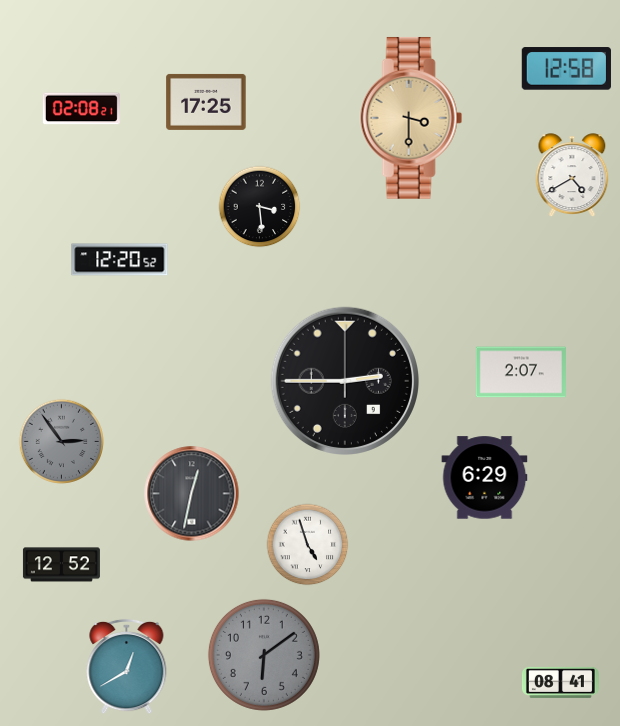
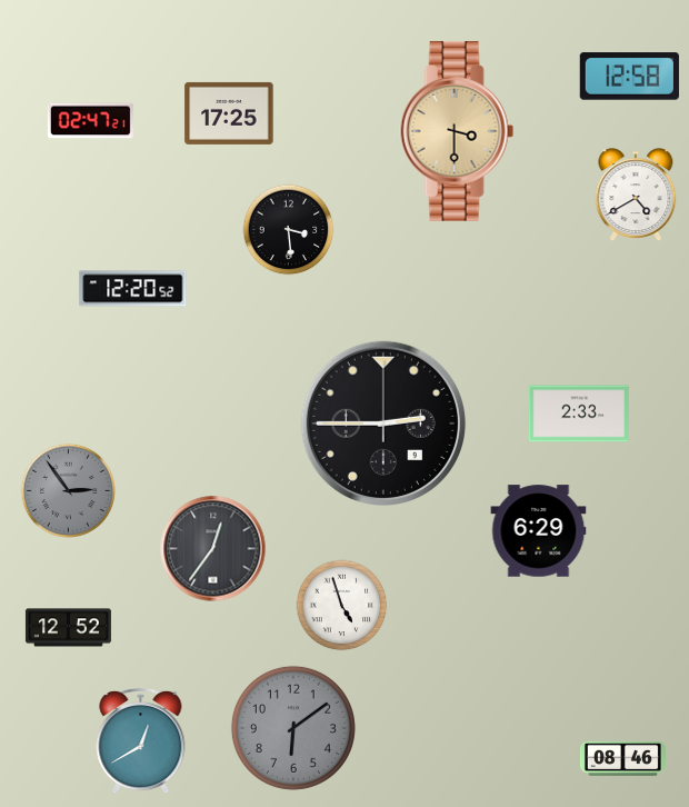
clock at (81, 109): 02:08 -> 02:47
clock at (521, 372): 2:07 -> 2:33
clock at (192, 494): 12:32 -> 12:36
clock at (560, 682): 08:41 -> 08:46
